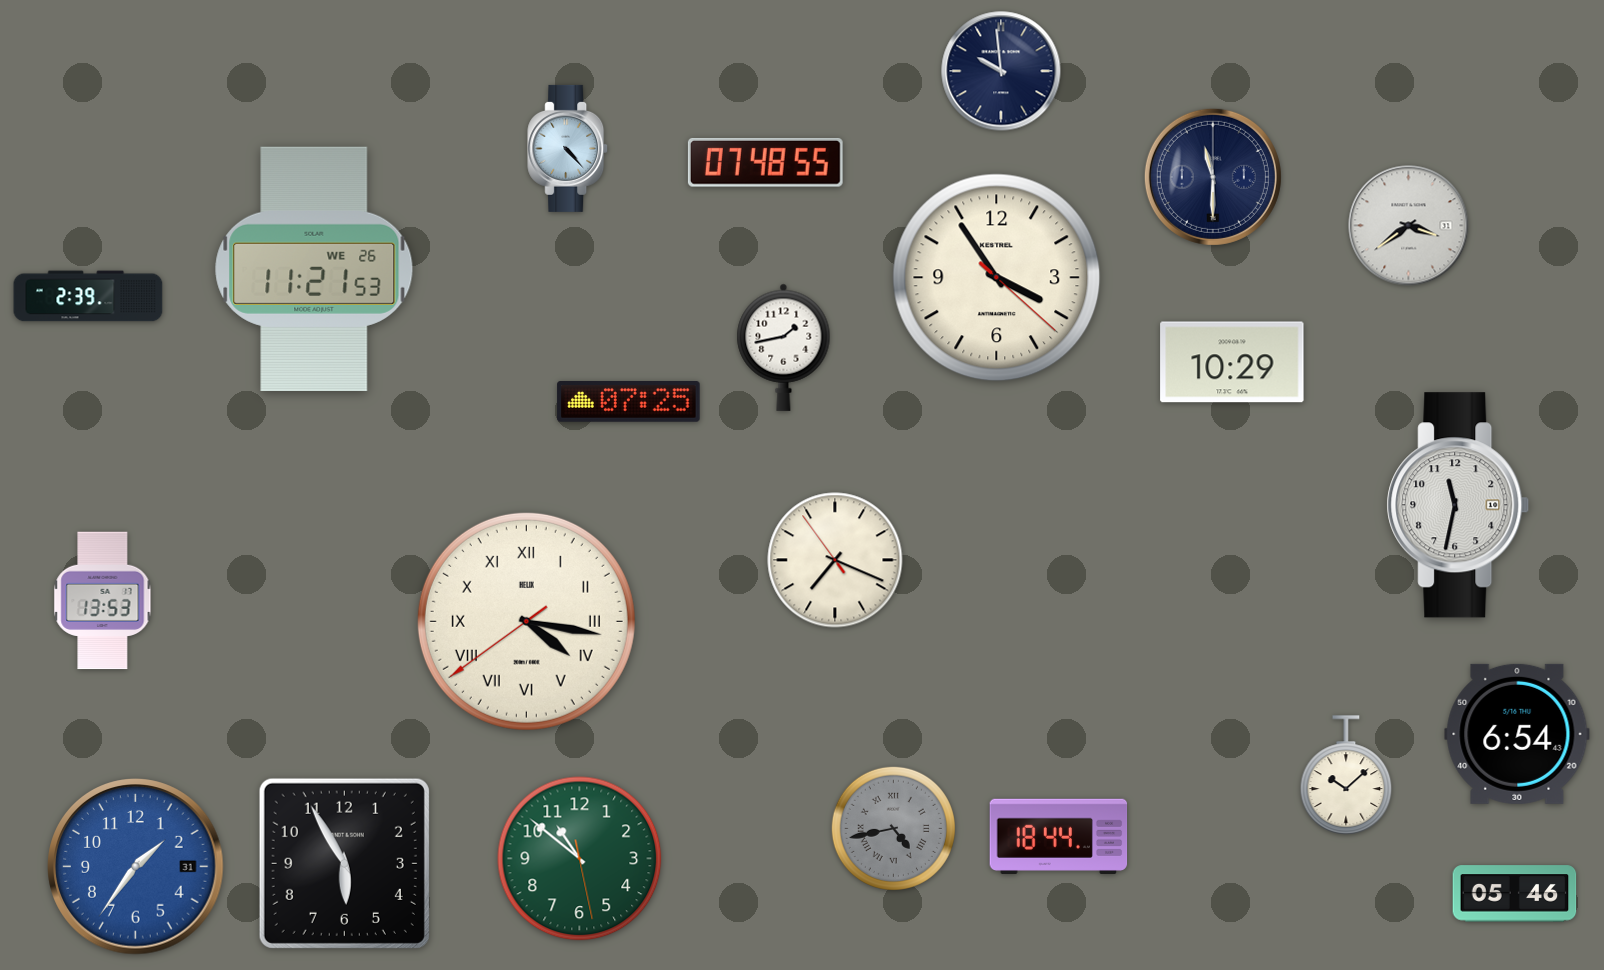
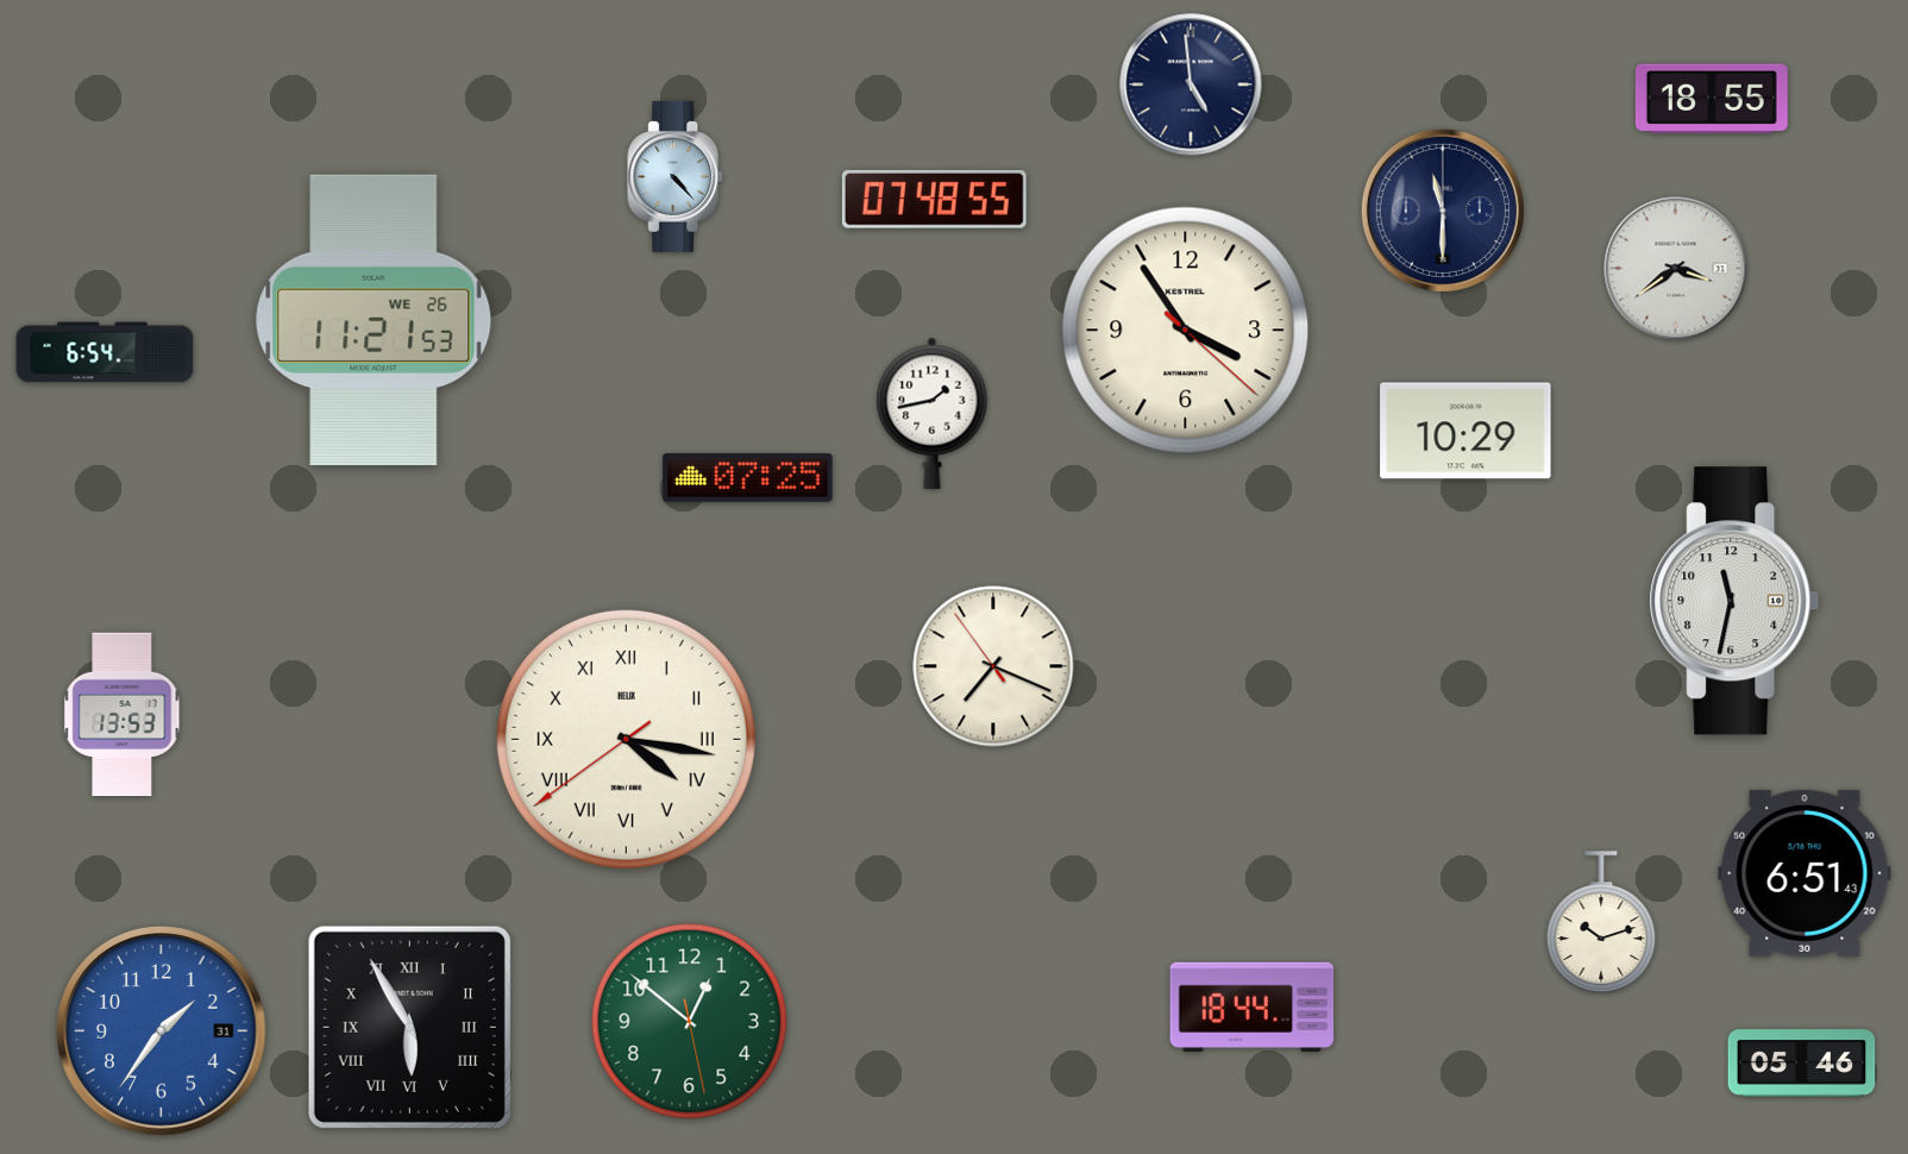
clock at (1001, 71): 9:59 -> 4:59
clock at (1712, 99): none -> 18:55
clock at (765, 162) position: (765, 162) -> (934, 199)
clock at (88, 296): 2:39 -> 6:54
clock at (1517, 734): 6:54 -> 6:51
clock at (1346, 775): 10:08 -> 10:12
clock at (893, 828): 4:43 -> none
clock at (1059, 836) position: (1059, 836) -> (1253, 1006)
clock at (580, 859): 10:51 -> 12:51
clock at (344, 863) numerals: Arabic -> Roman
